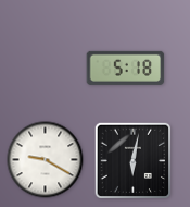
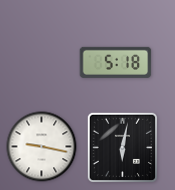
clock at (46, 160): 9:20 -> 9:17
